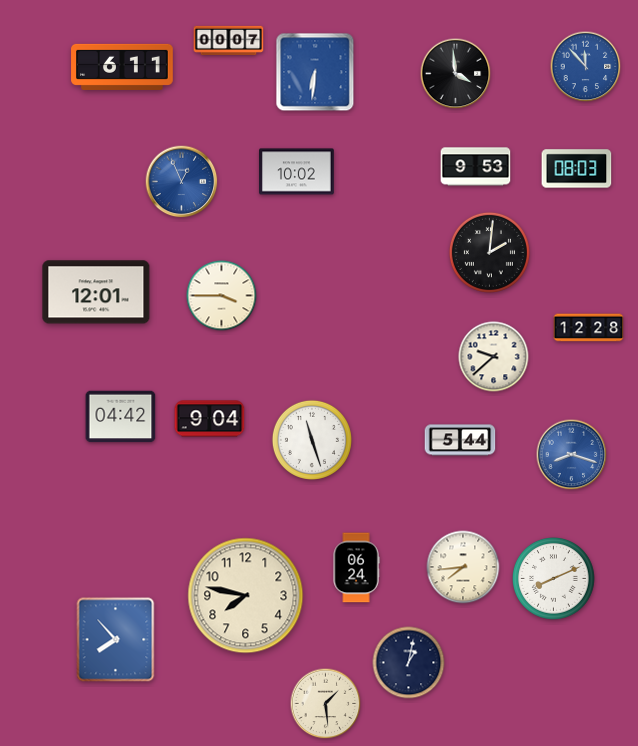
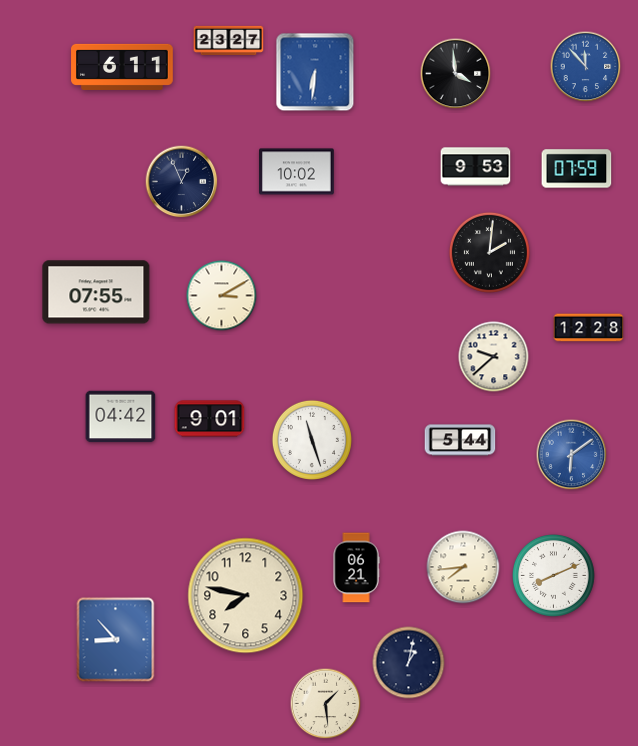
clock at (229, 40): 00:07 -> 23:27
clock at (577, 169): 08:03 -> 07:59
clock at (182, 182) dial: blue -> navy
clock at (96, 292): 12:01 -> 07:55
clock at (222, 296): 3:45 -> 3:10
clock at (210, 419): 9:04 -> 9:01
clock at (572, 455): 8:18 -> 6:09
clock at (356, 568): 06:24 -> 06:21
clock at (554, 579) position: (554, 579) -> (554, 576)
clock at (116, 640): 7:53 -> 8:53
